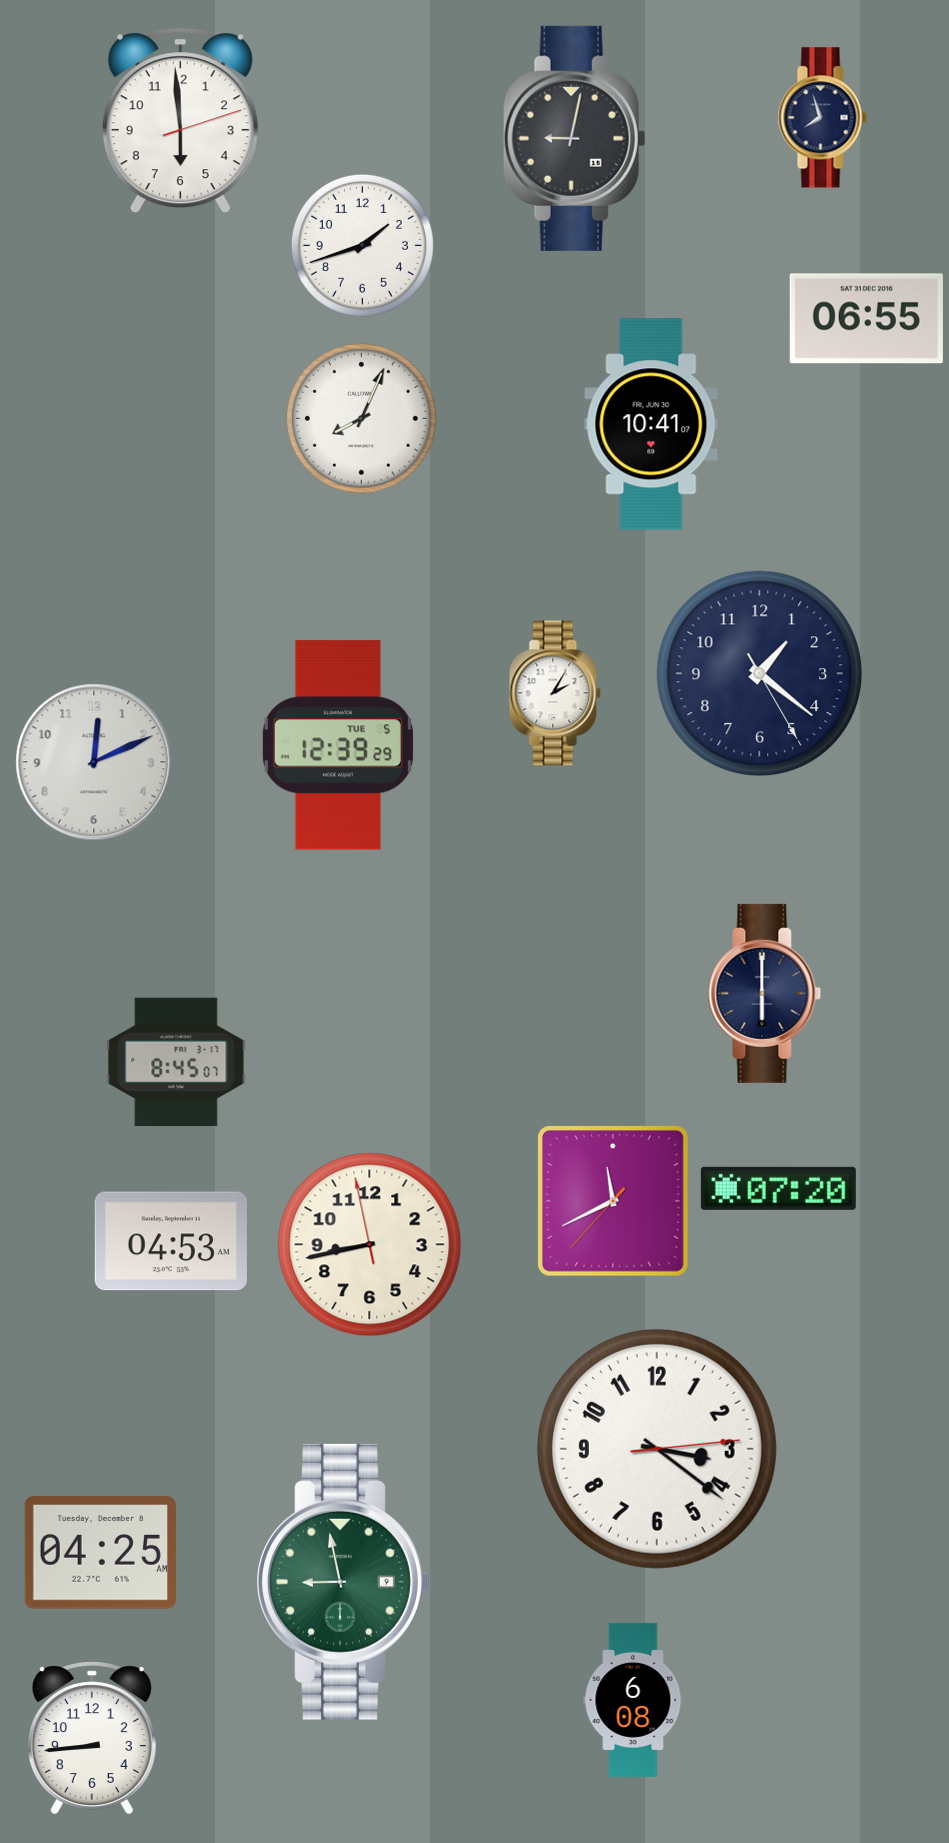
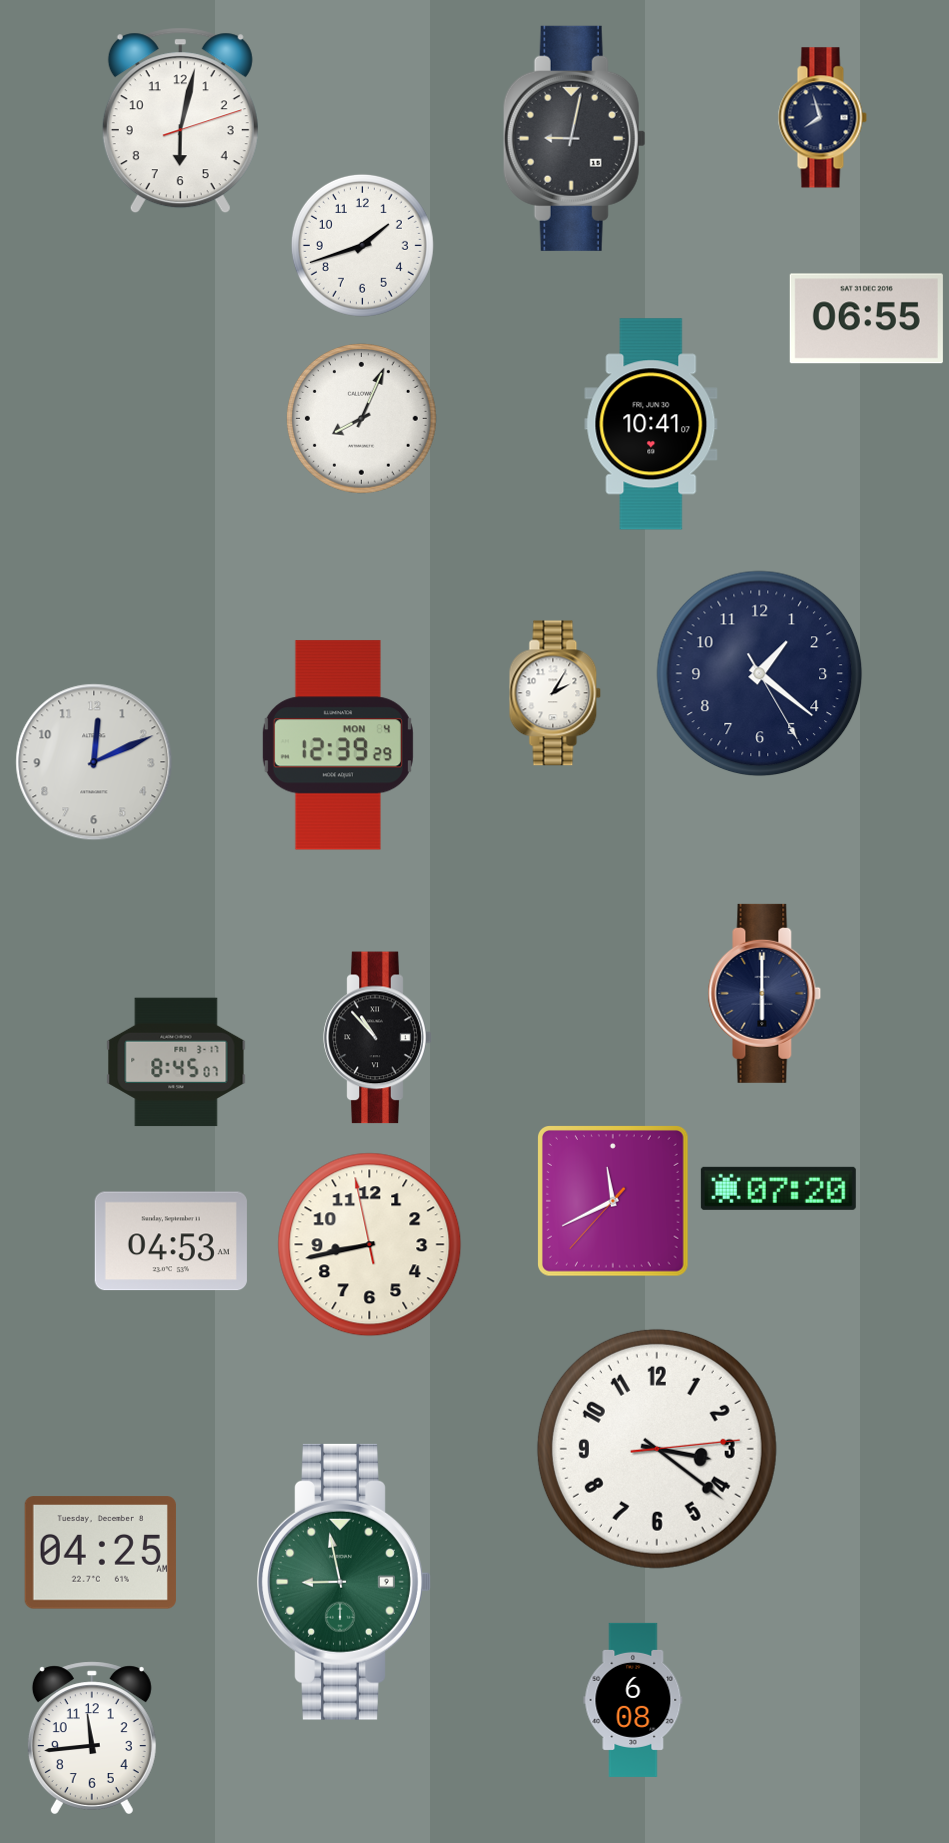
clock at (180, 121): 5:59 -> 6:02
clock at (338, 745) date: TUE 5 -> MON 4
clock at (378, 1038): none -> 10:53
clock at (92, 1738): 8:44 -> 11:44
